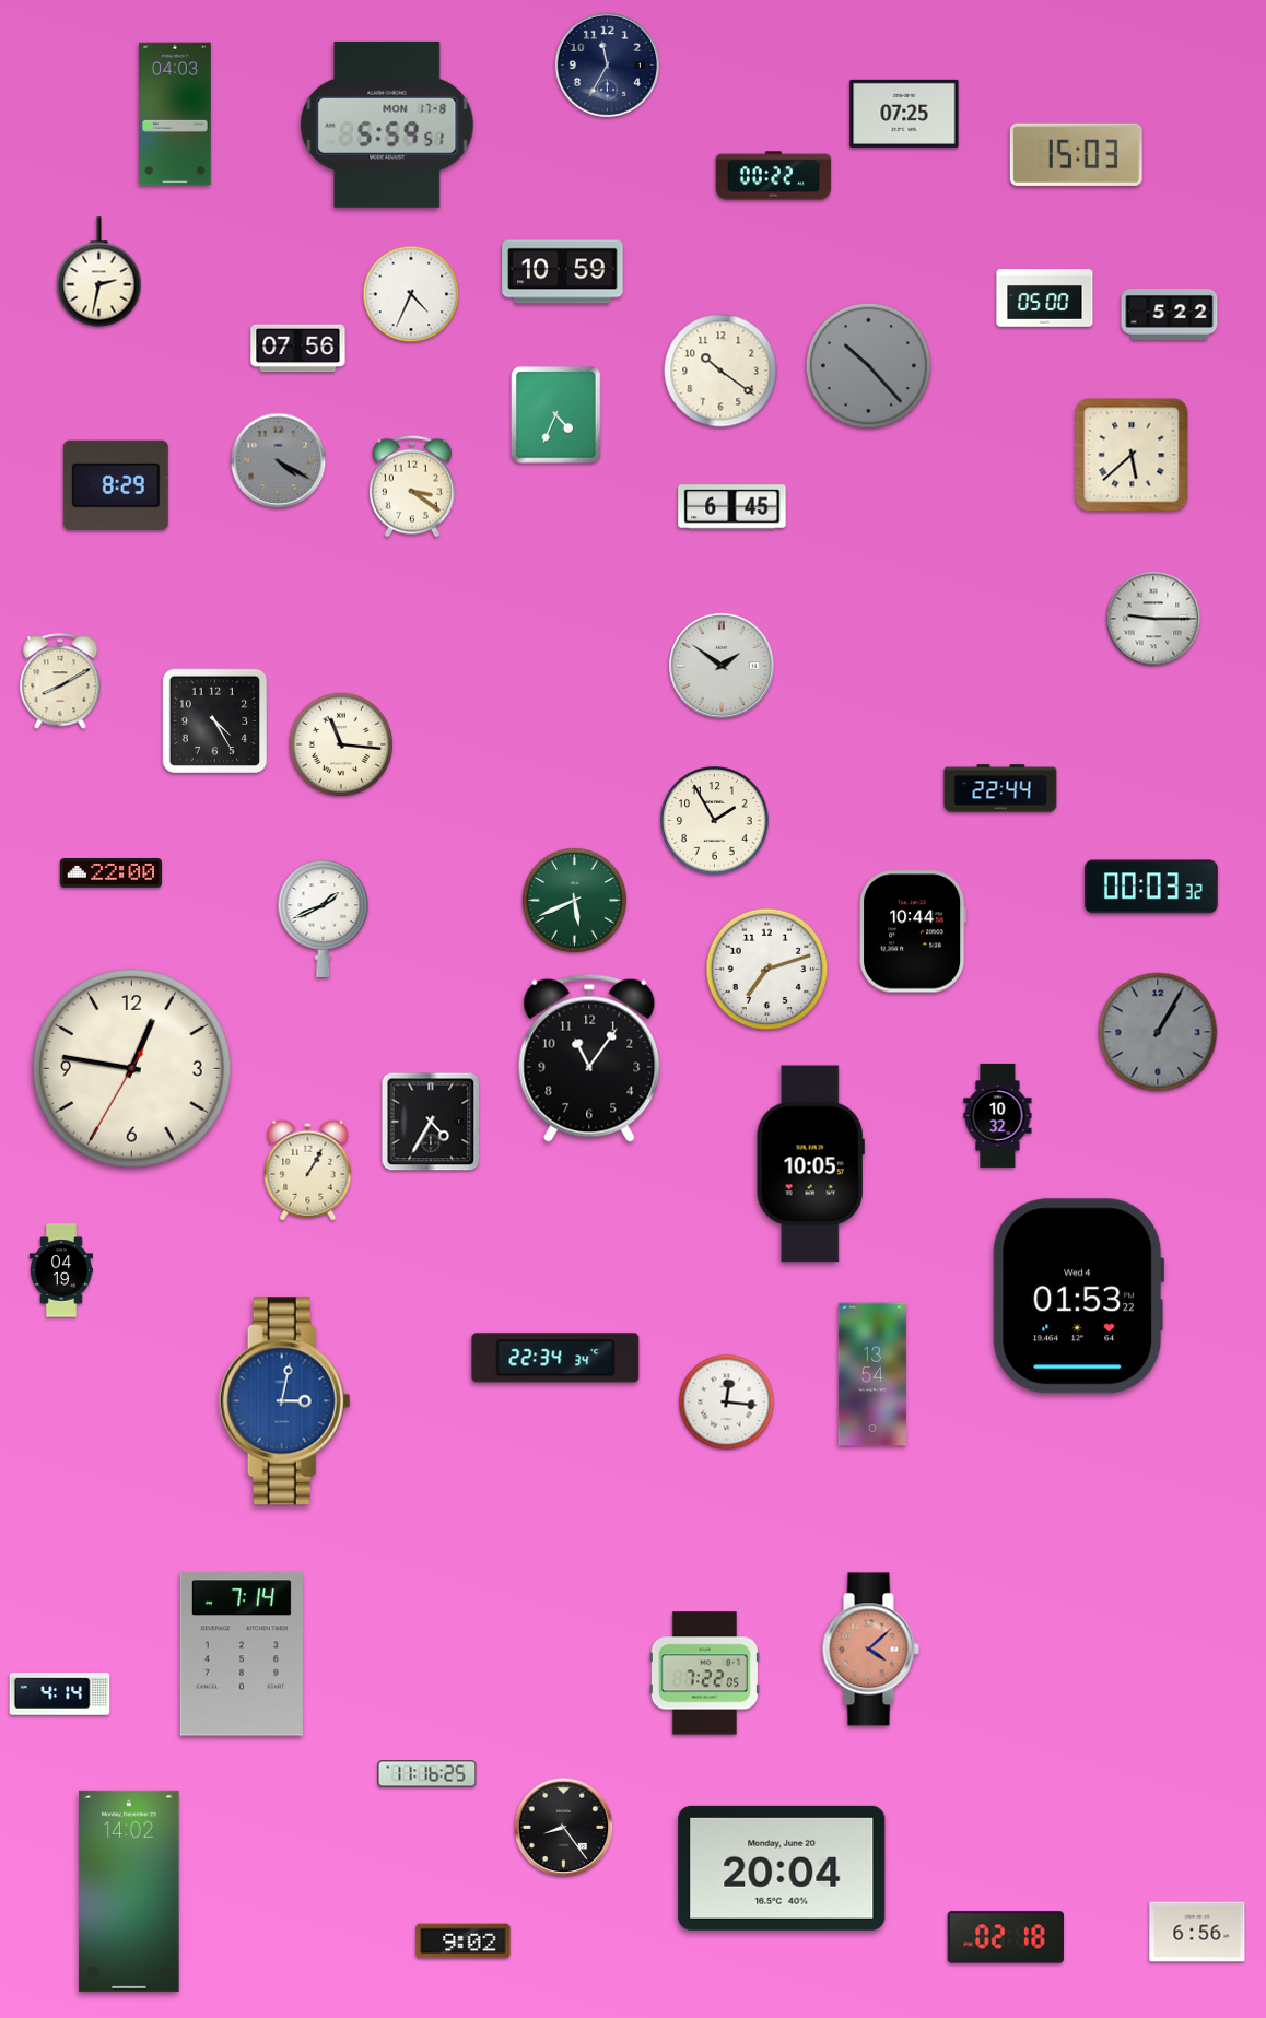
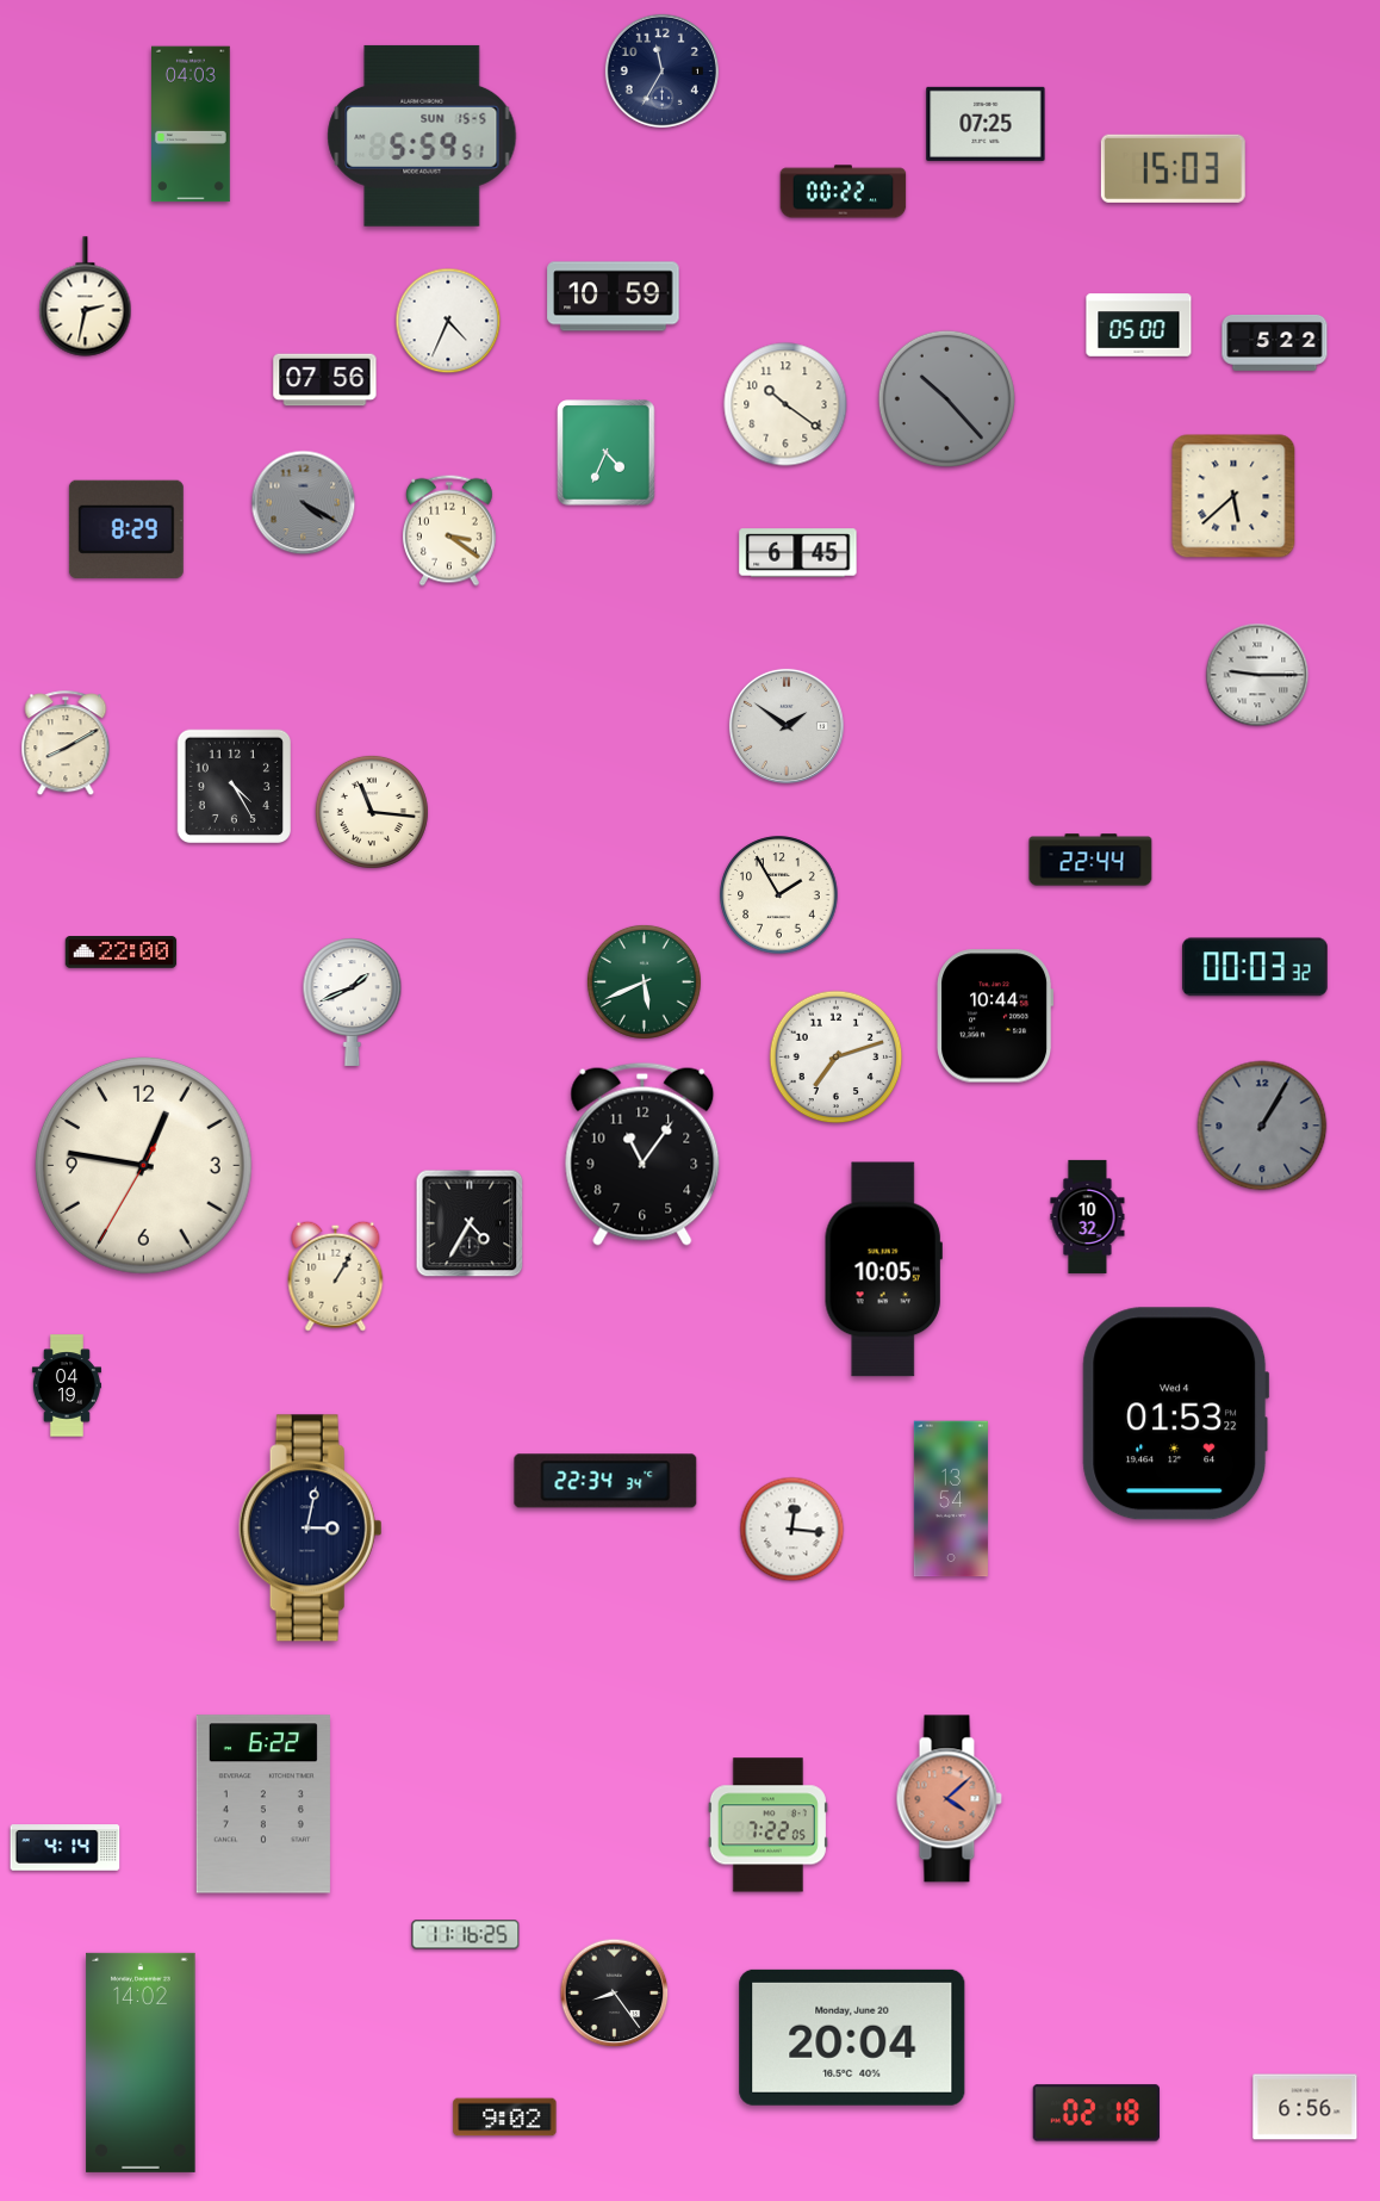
clock at (387, 125) date: MON 17-8 -> SUN 15-5
clock at (99, 272) position: (99, 272) -> (86, 297)
clock at (574, 900) position: (574, 900) -> (644, 981)
clock at (284, 1401) dial: blue -> navy
clock at (242, 1654): 7:14 -> 6:22
